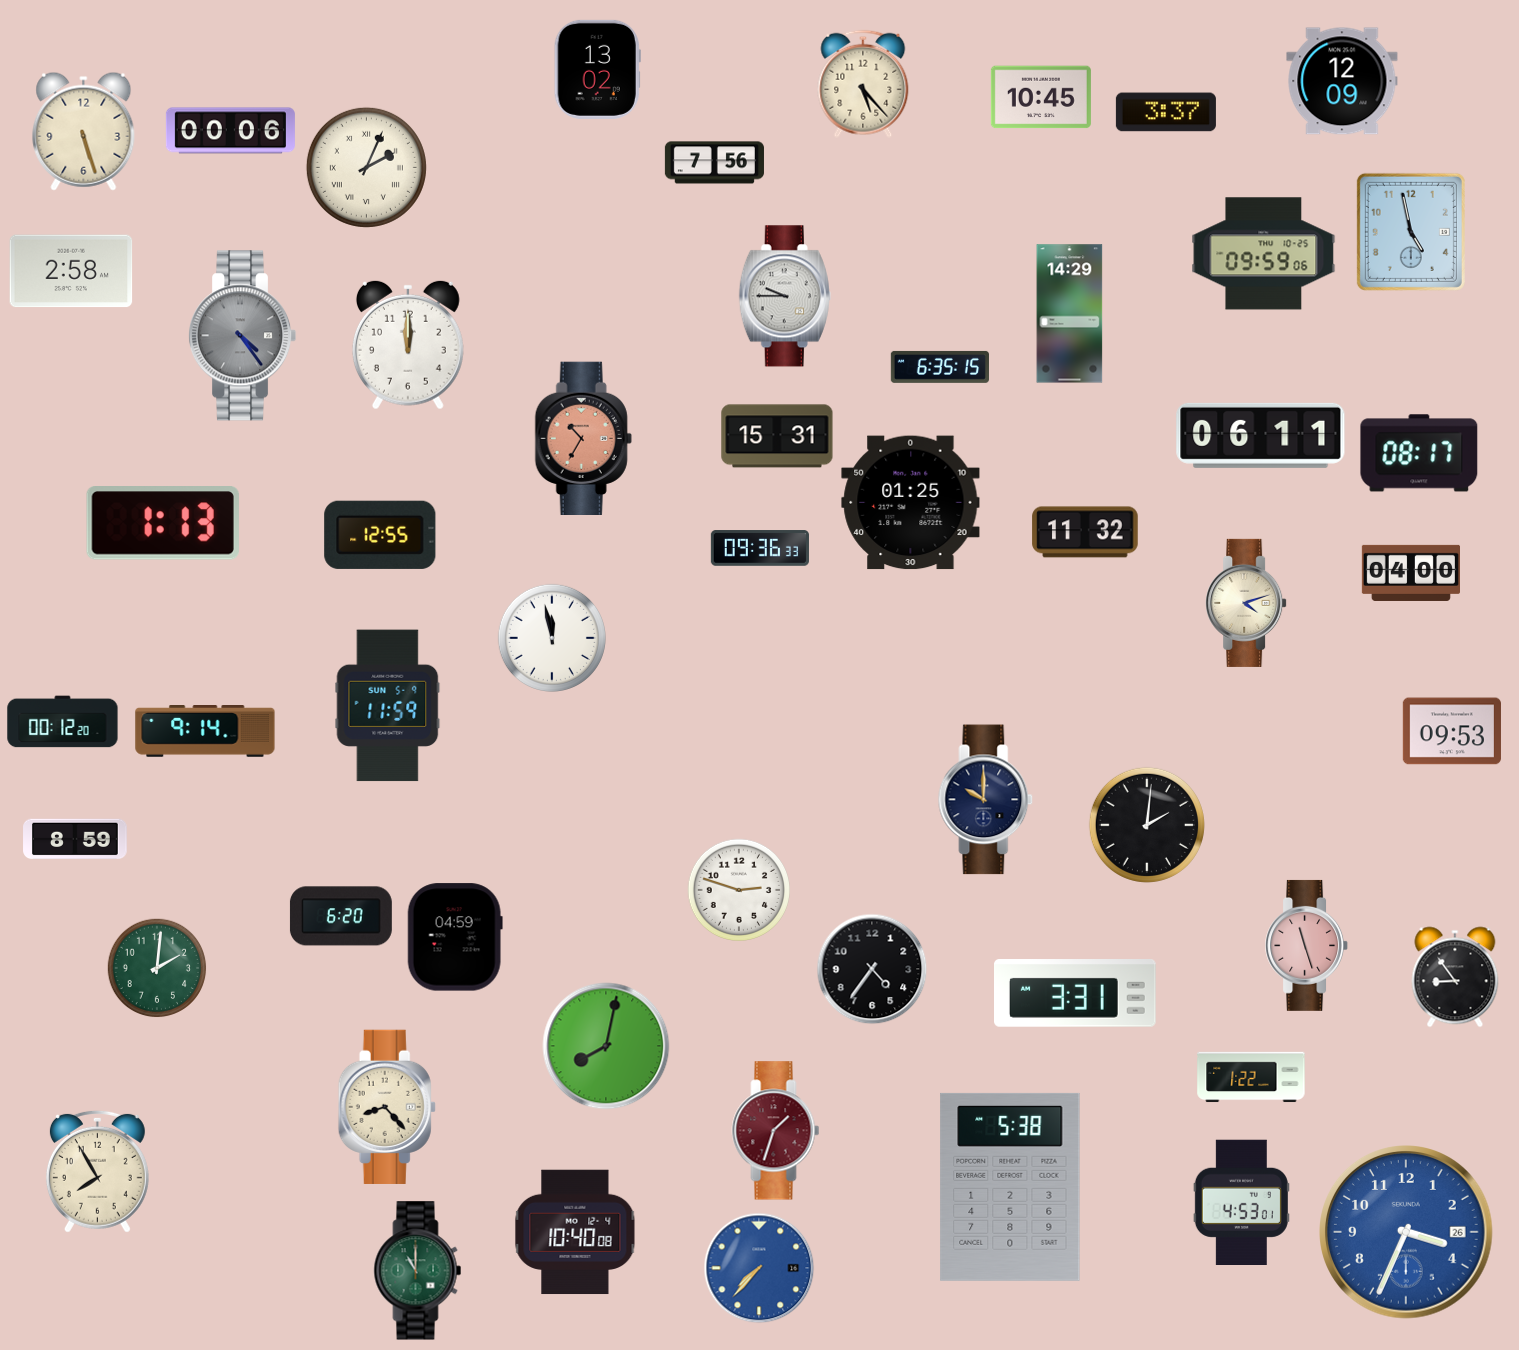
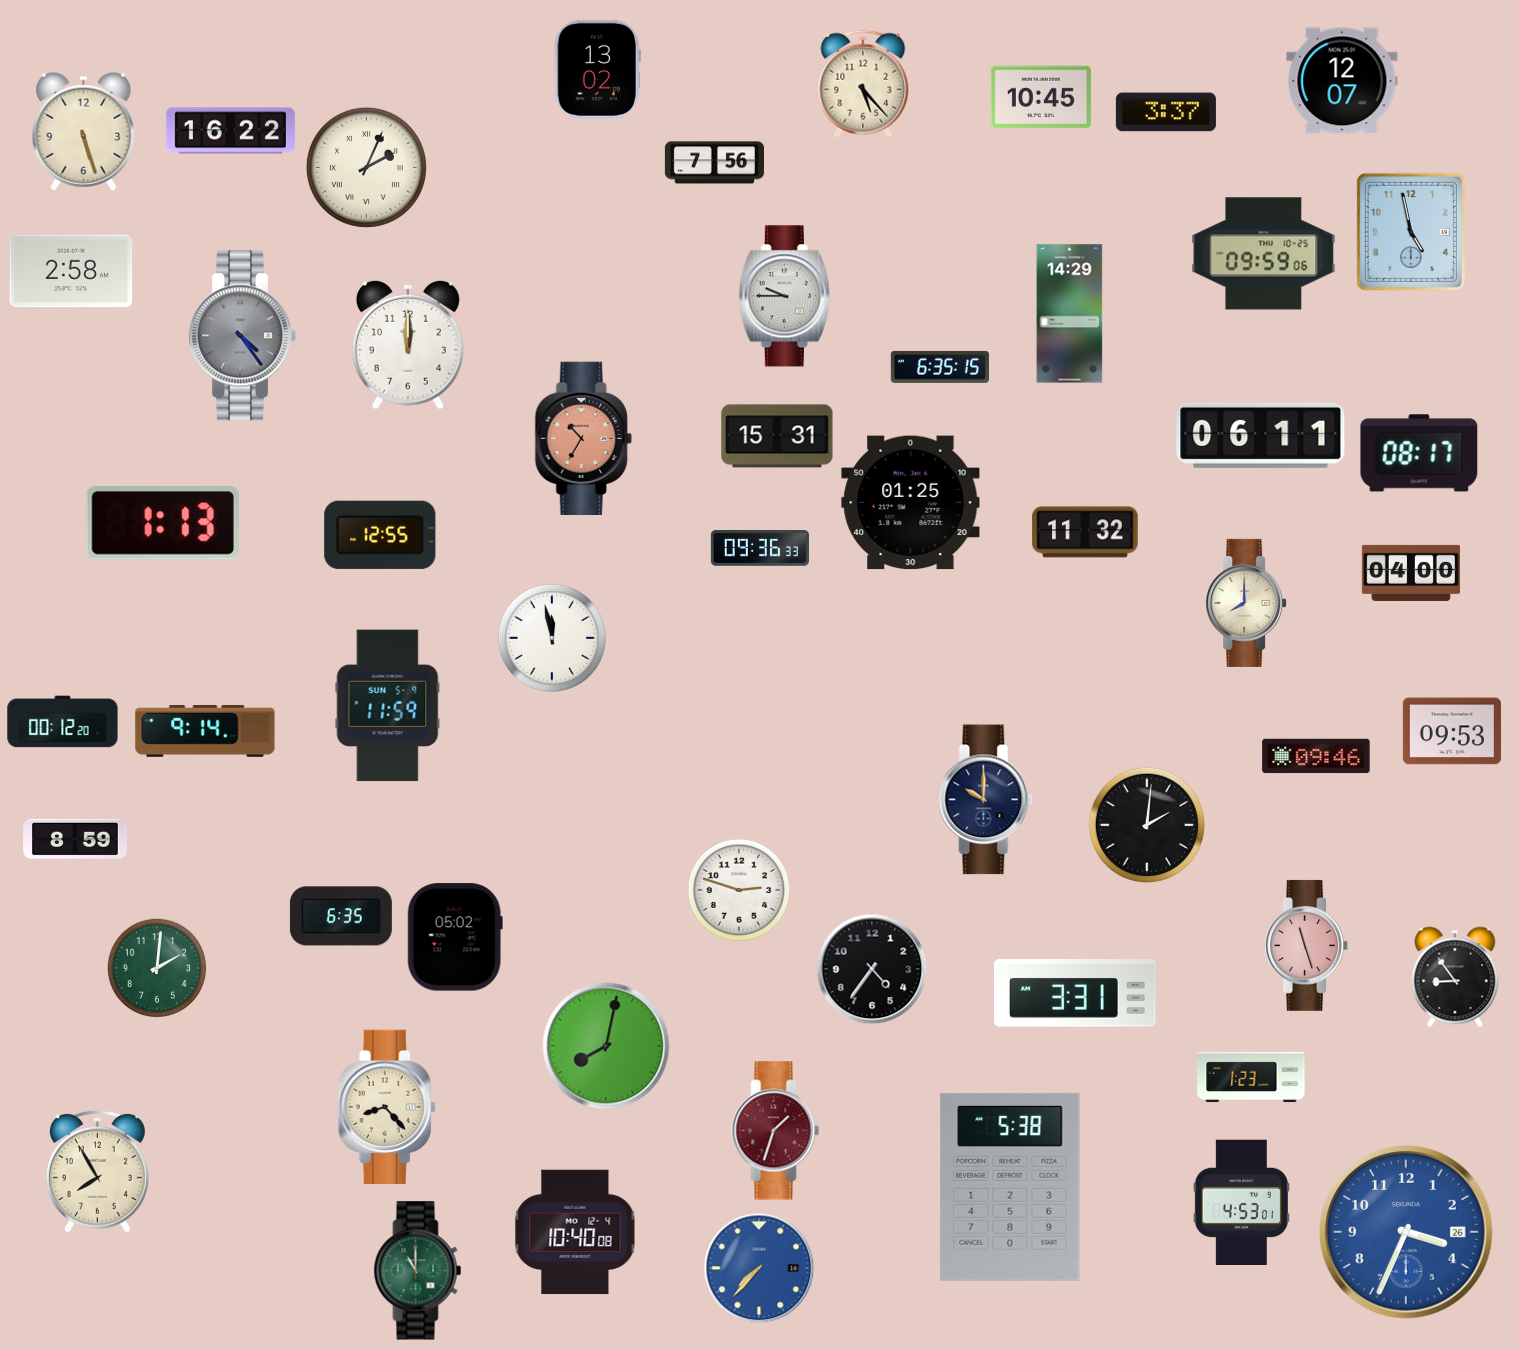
clock at (1342, 81): 12:09 -> 12:07
clock at (230, 131): 00:06 -> 16:22
clock at (1246, 603): 4:12 -> 8:00
clock at (1316, 756): none -> 09:46
clock at (341, 916): 6:20 -> 6:35
clock at (455, 937): 04:59 -> 05:02
clock at (1251, 1077): 1:22 -> 1:23
